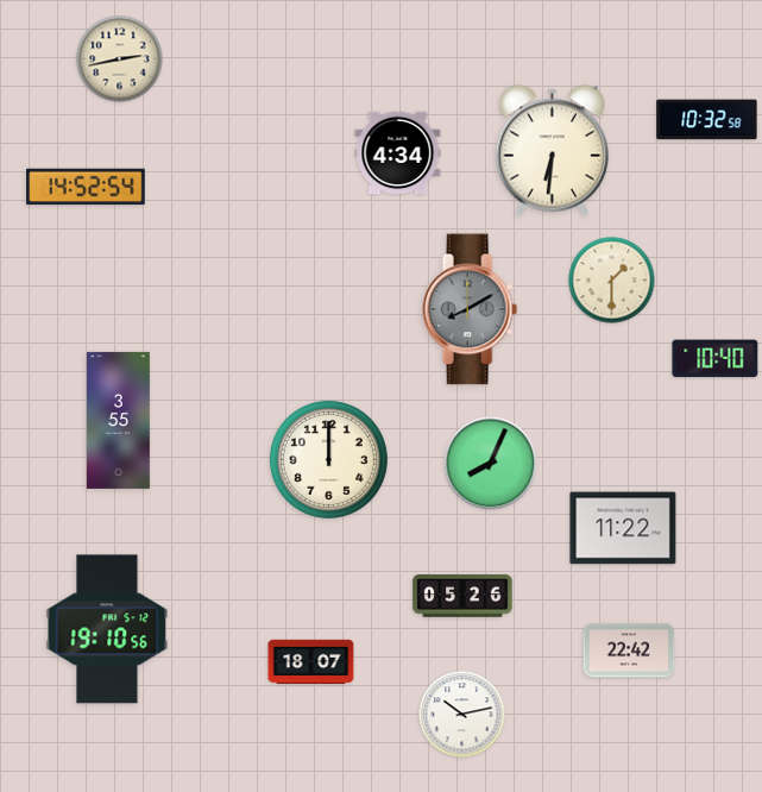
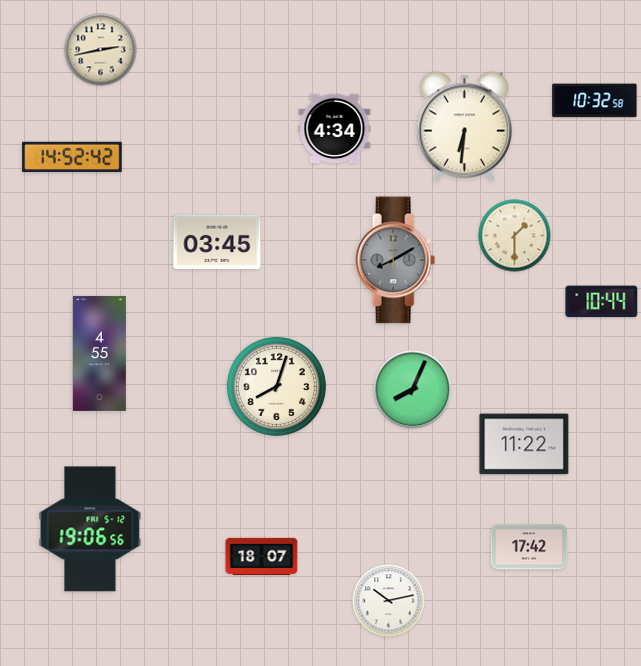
clock at (86, 187): 14:52:54 -> 14:52:42
clock at (217, 241): none -> 03:45
clock at (716, 359): 10:40 -> 10:44
clock at (118, 420): 3:55 -> 4:55
clock at (328, 459): 12:00 -> 8:03
clock at (462, 596): 05:26 -> none
clock at (107, 629): 19:10 -> 19:06
clock at (629, 650): 22:42 -> 17:42
